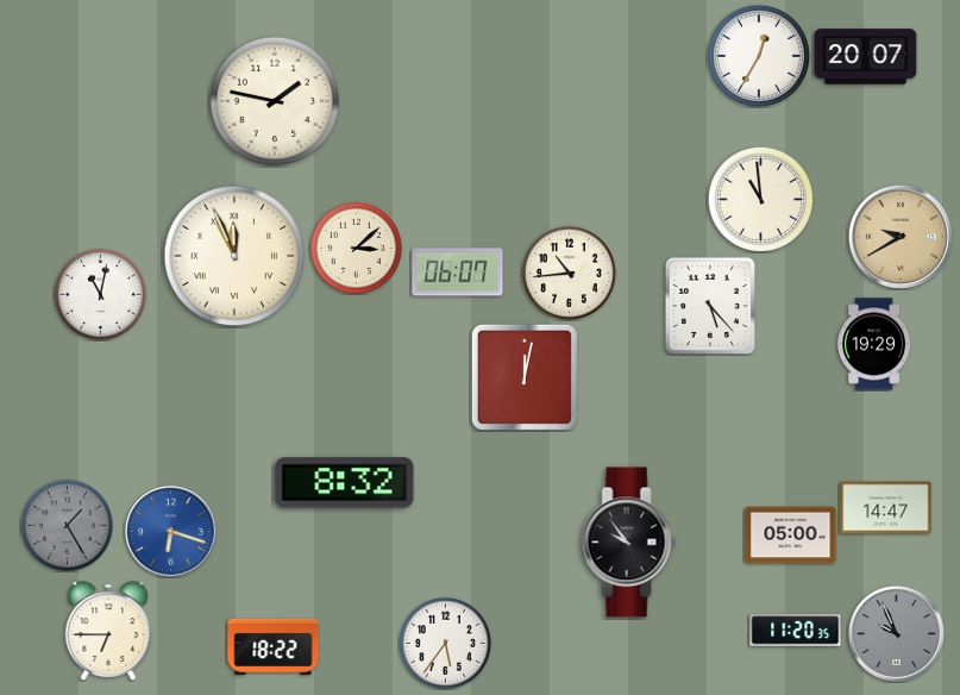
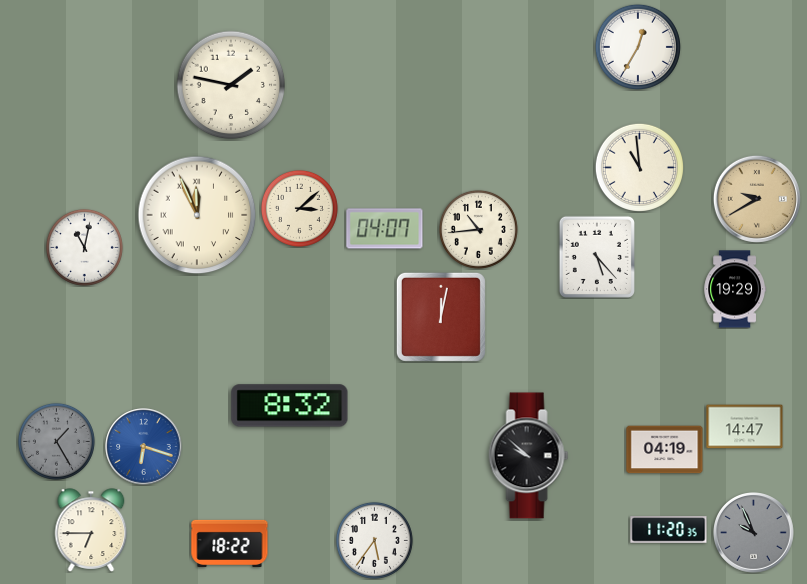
clock at (866, 57): 20:07 -> none
clock at (458, 273): 06:07 -> 04:07
clock at (791, 536): 05:00 -> 04:19
clock at (629, 543): 9:54 -> 9:52
